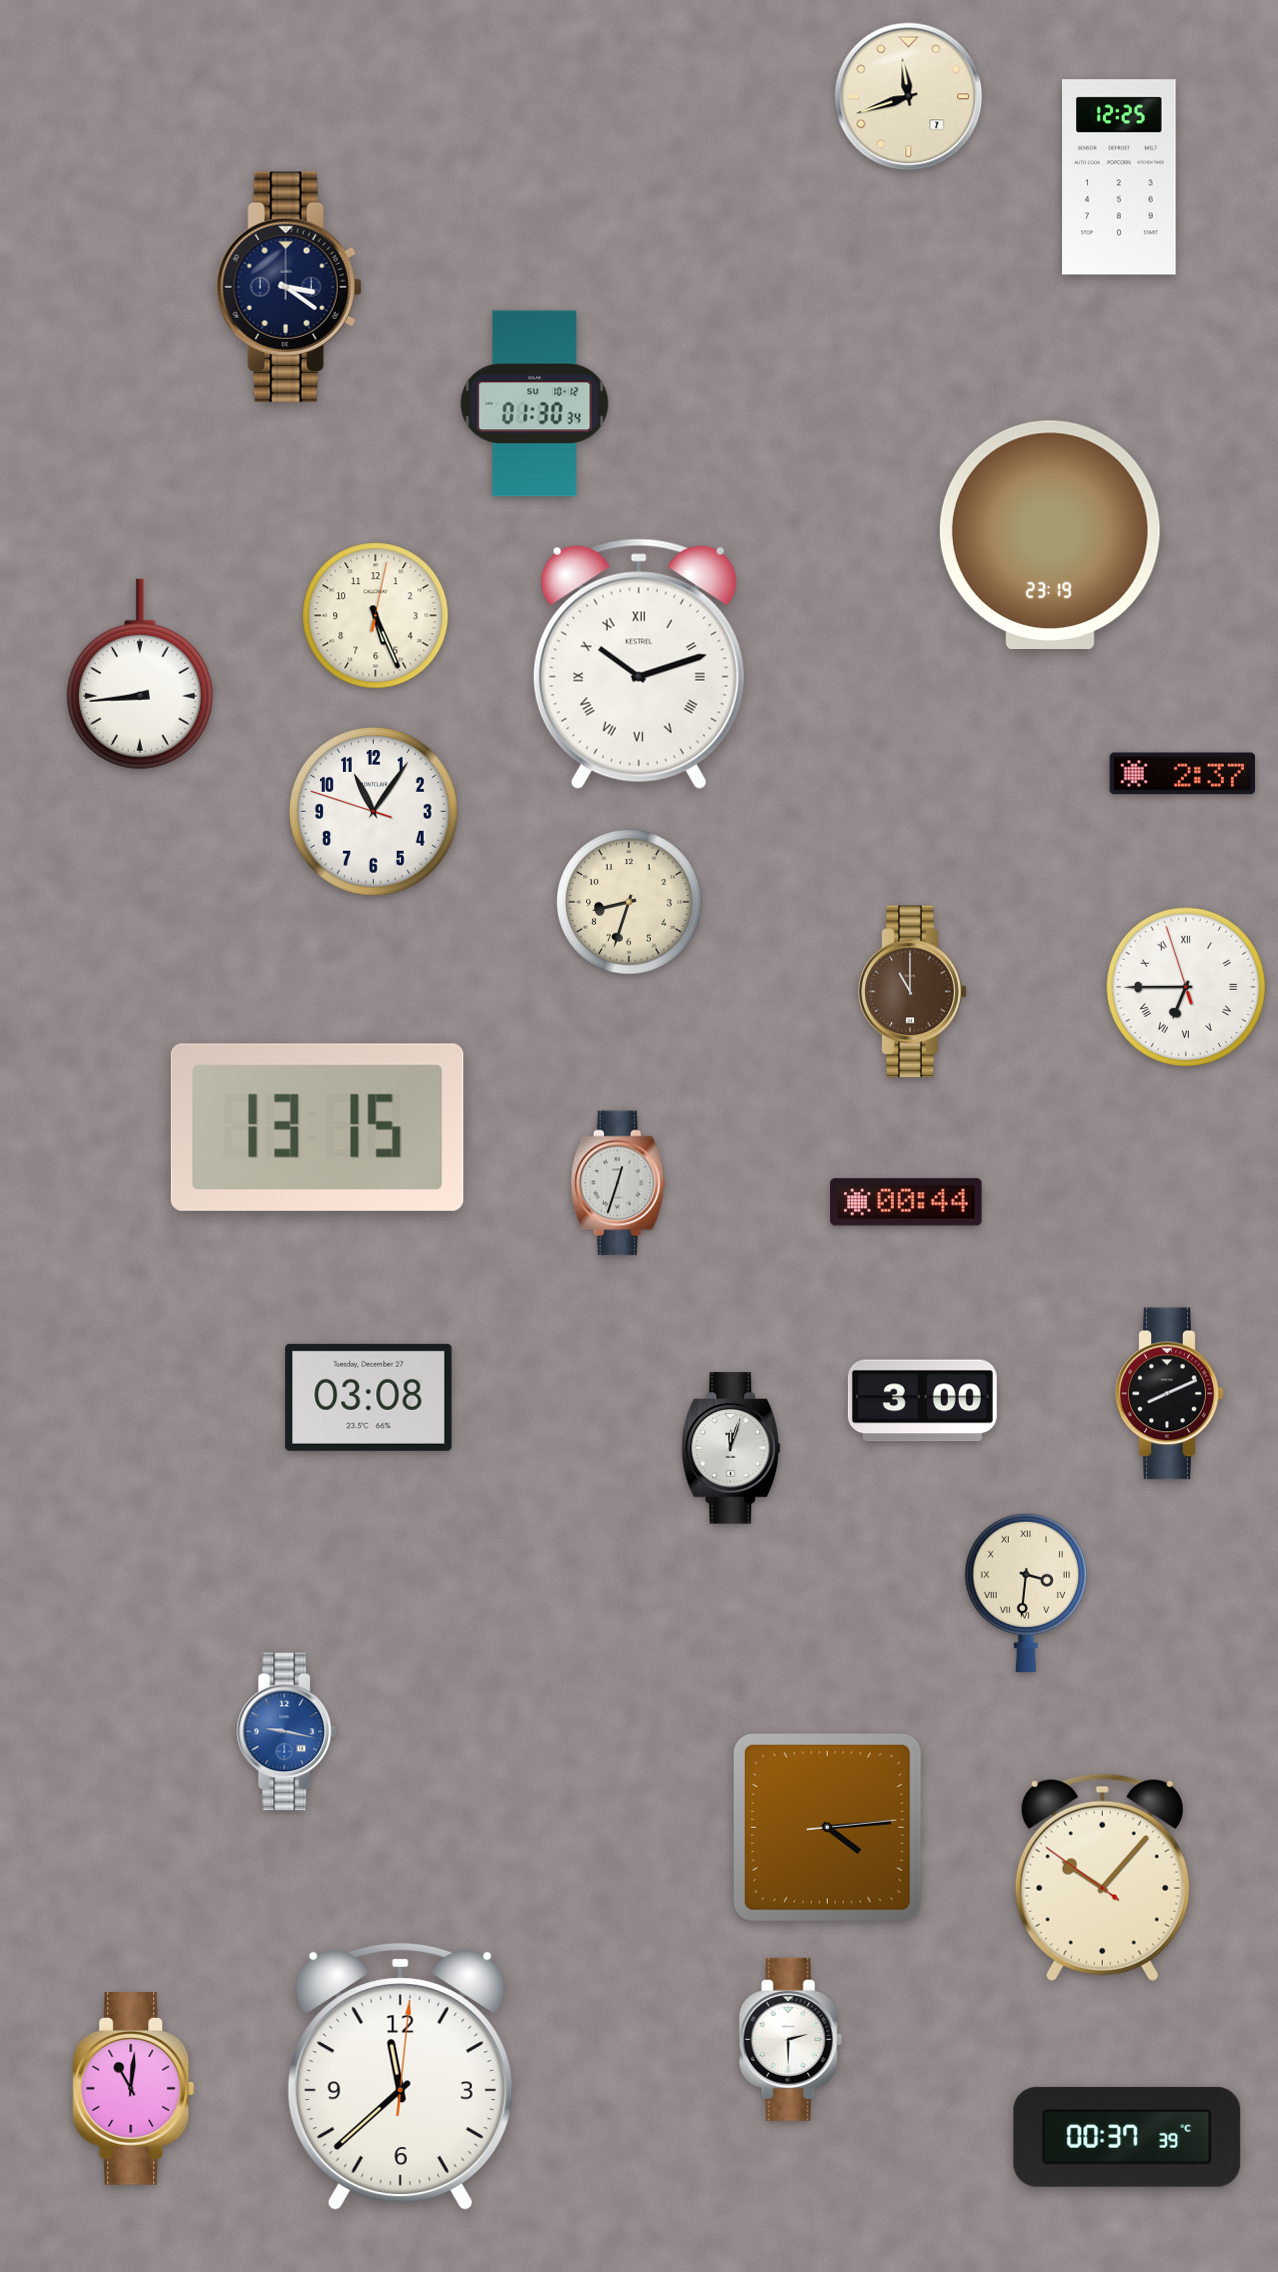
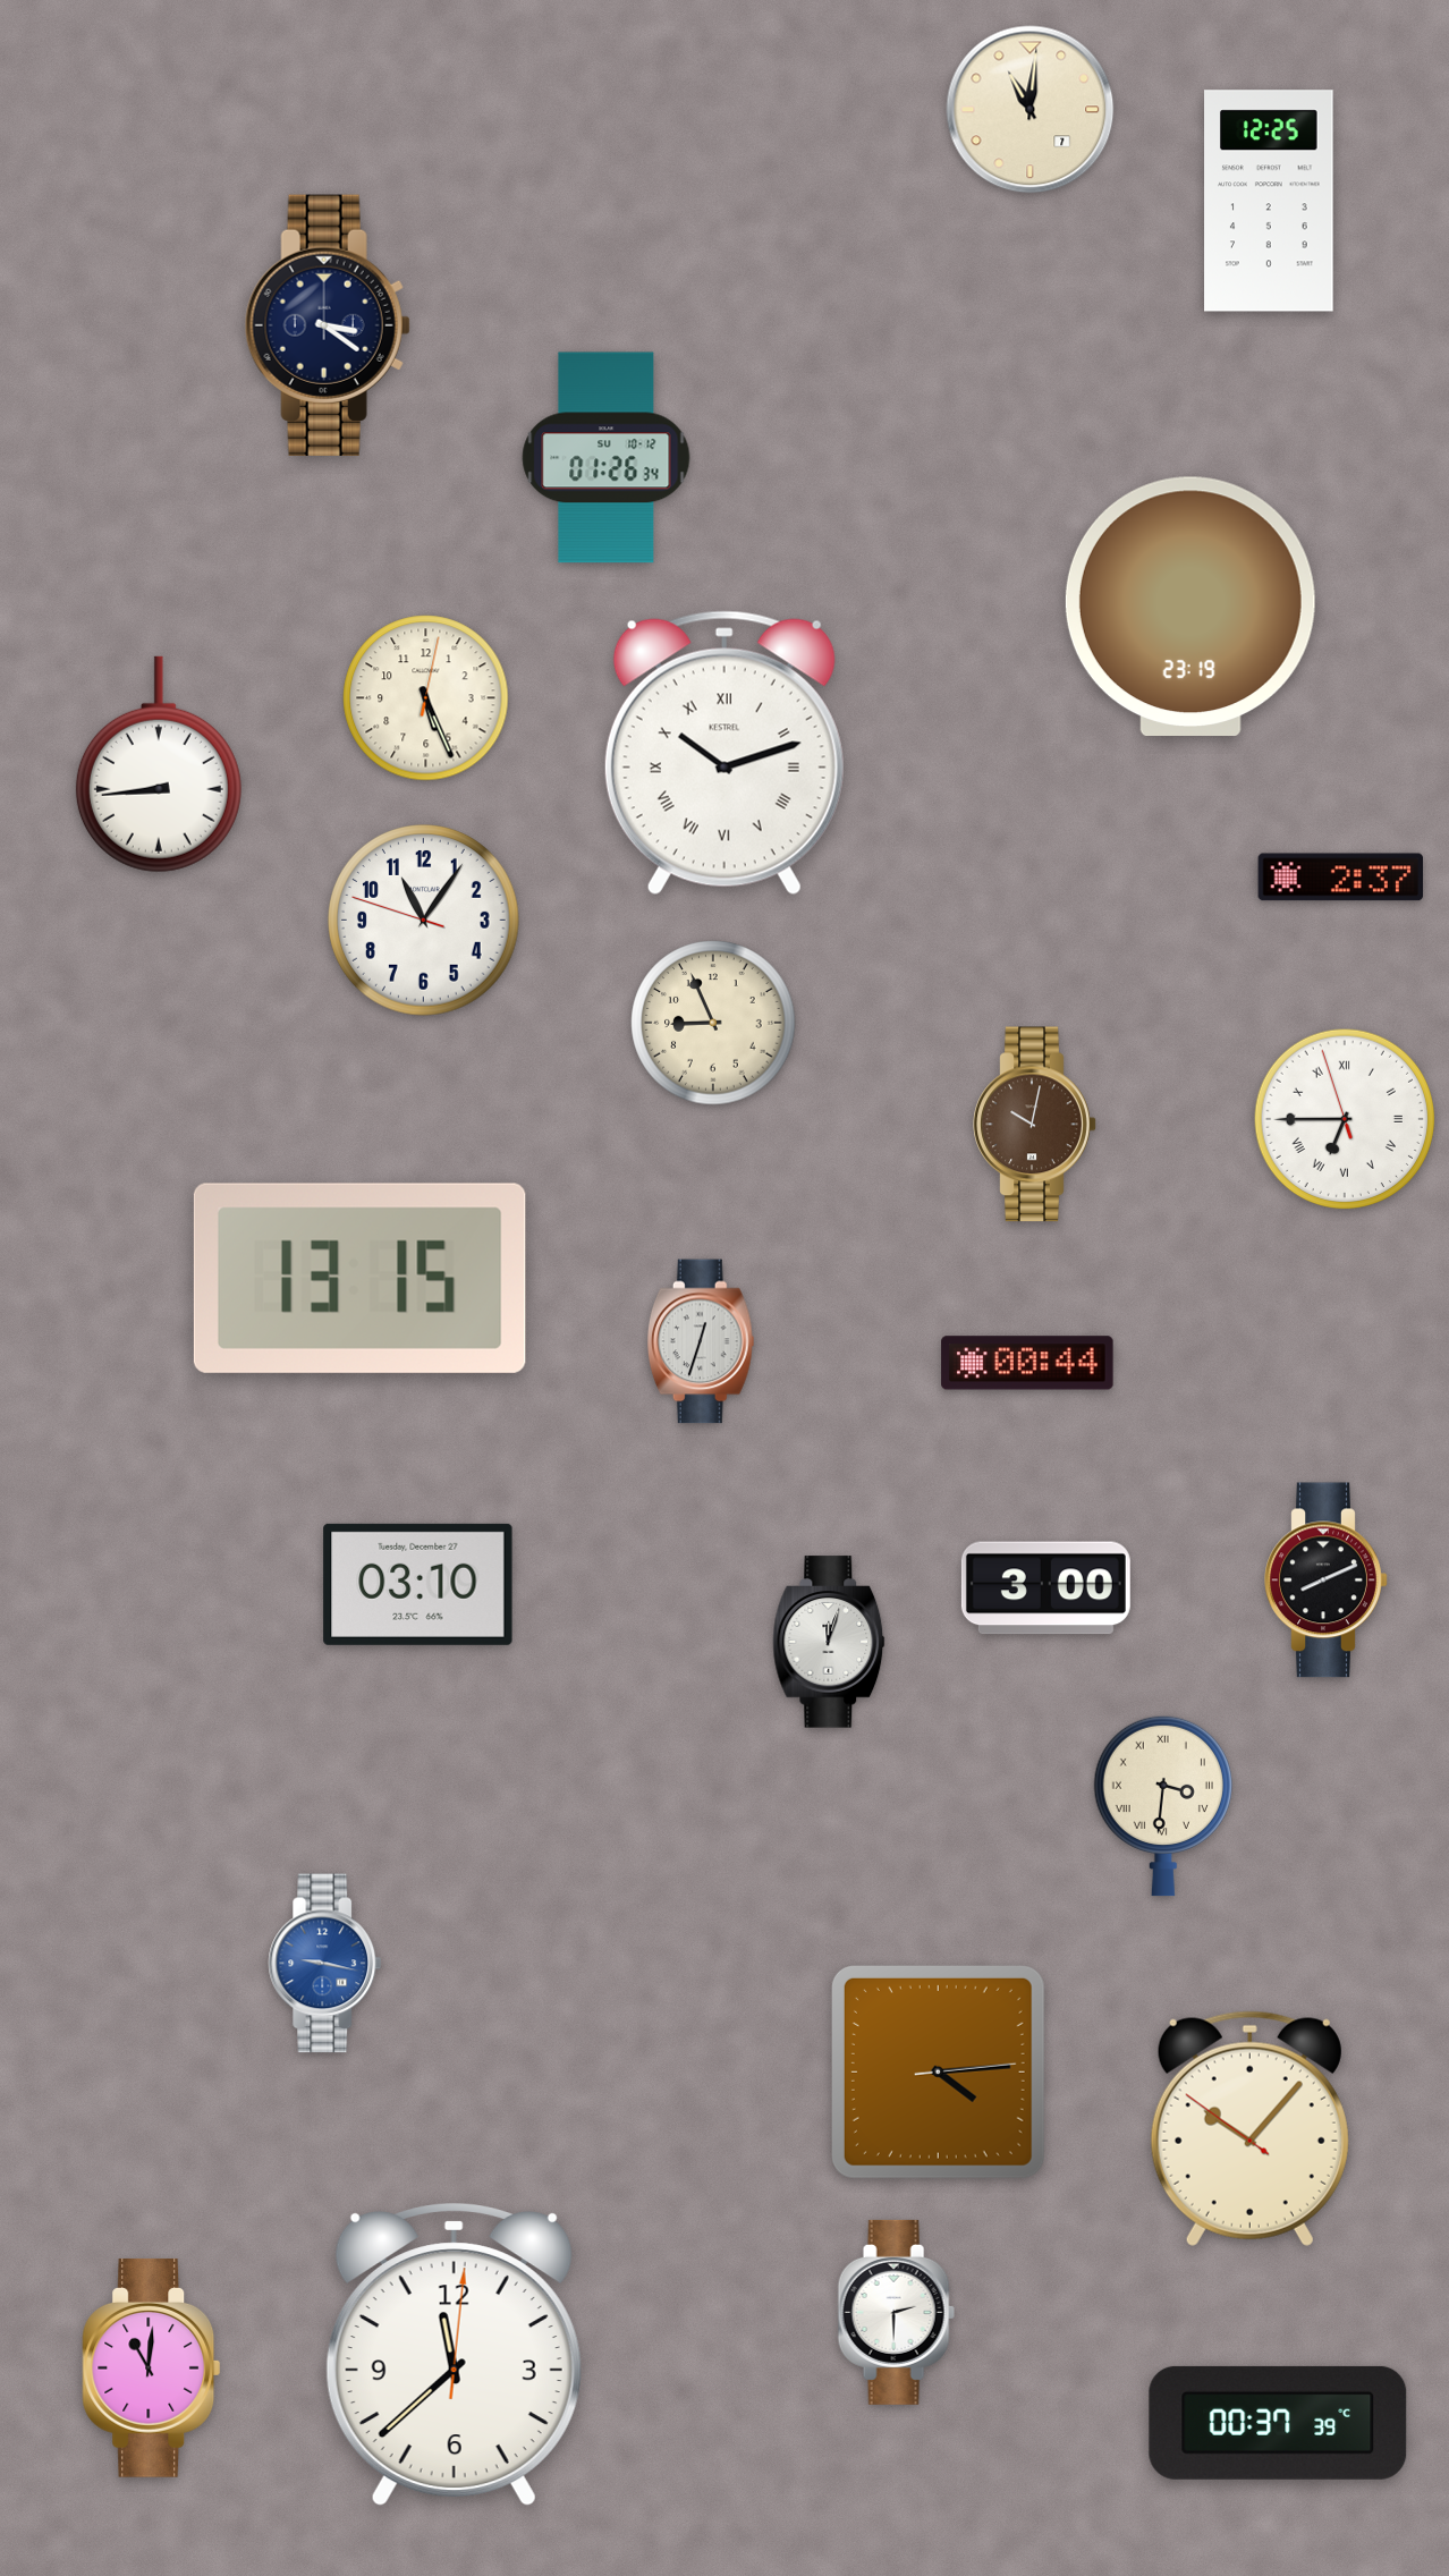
clock at (909, 97): 11:42 -> 11:01
clock at (535, 404): 01:30 -> 01:26
clock at (629, 902): 8:33 -> 8:56
clock at (913, 992): 11:00 -> 10:02
clock at (369, 1397): 03:08 -> 03:10
